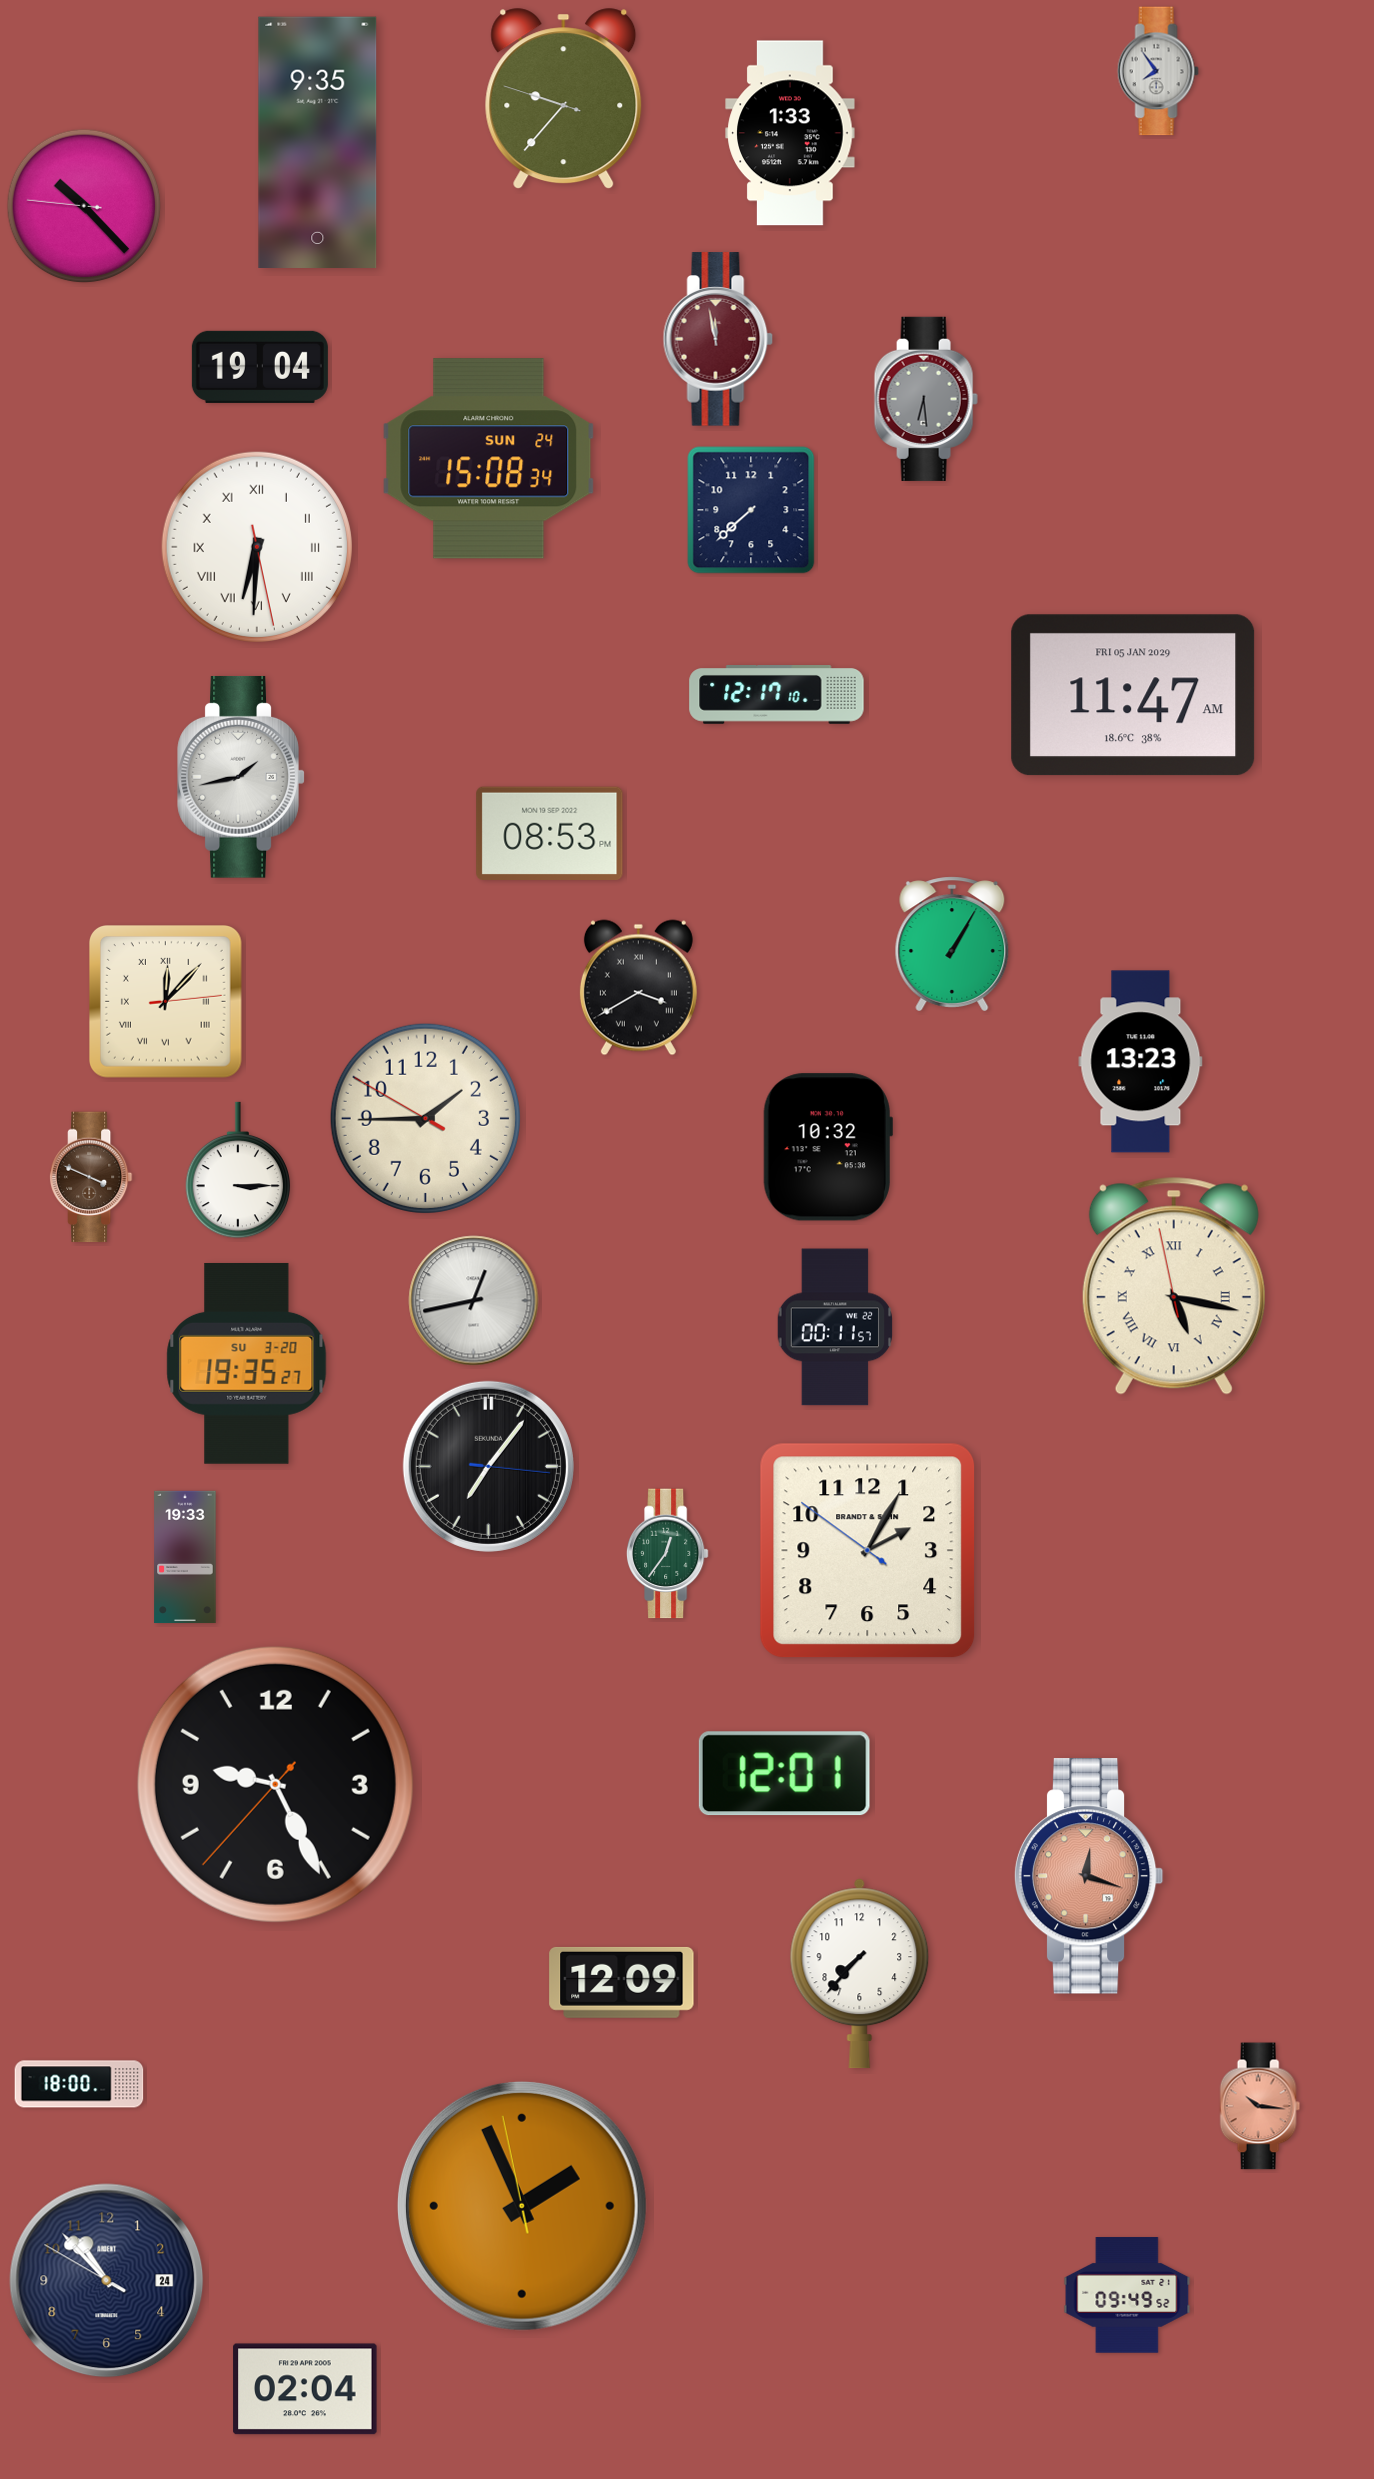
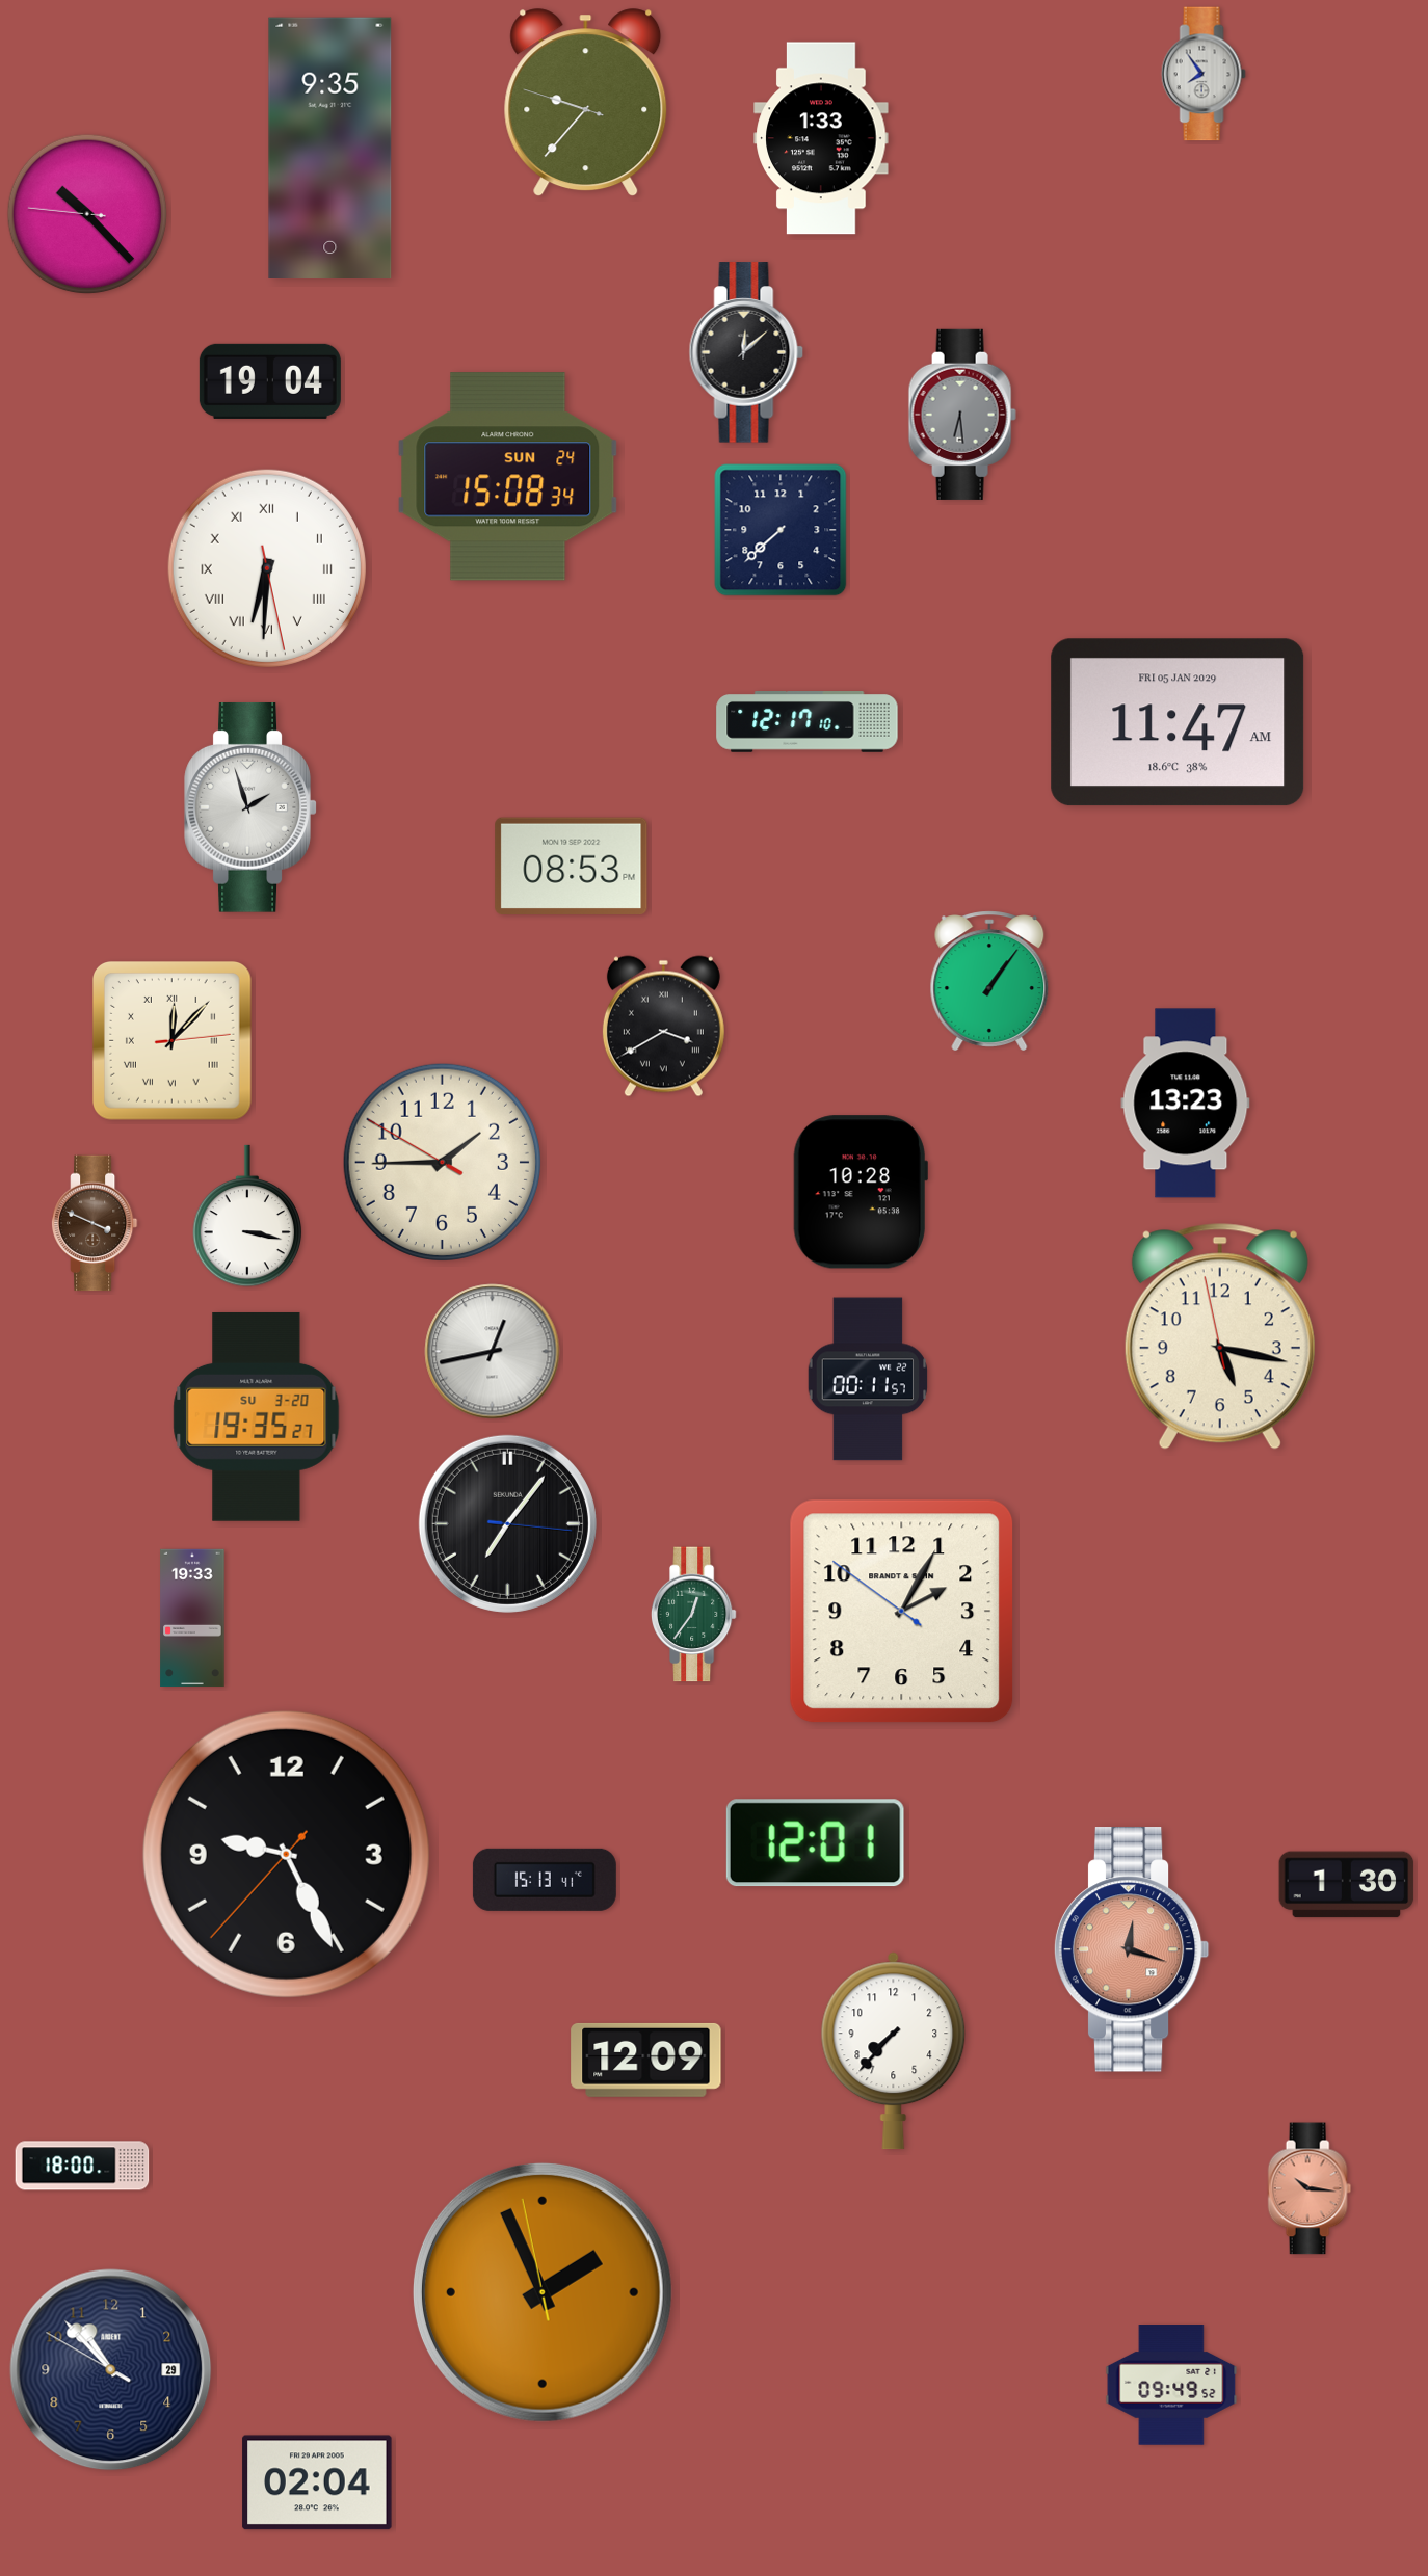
clock at (718, 339): 11:58 -> 12:08
clock at (718, 339) dial: burgundy -> black
clock at (241, 777): 1:43 -> 1:57
clock at (952, 944): 1:05 -> 1:06
clock at (828, 1147): 10:32 -> 10:28
clock at (238, 1170): 3:15 -> 3:17
clock at (1174, 1286) numerals: Roman -> Arabic
clock at (545, 1880): none -> 15:13
clock at (1347, 1885): none -> 1:30
clock at (107, 2281) date: 24 -> 29
